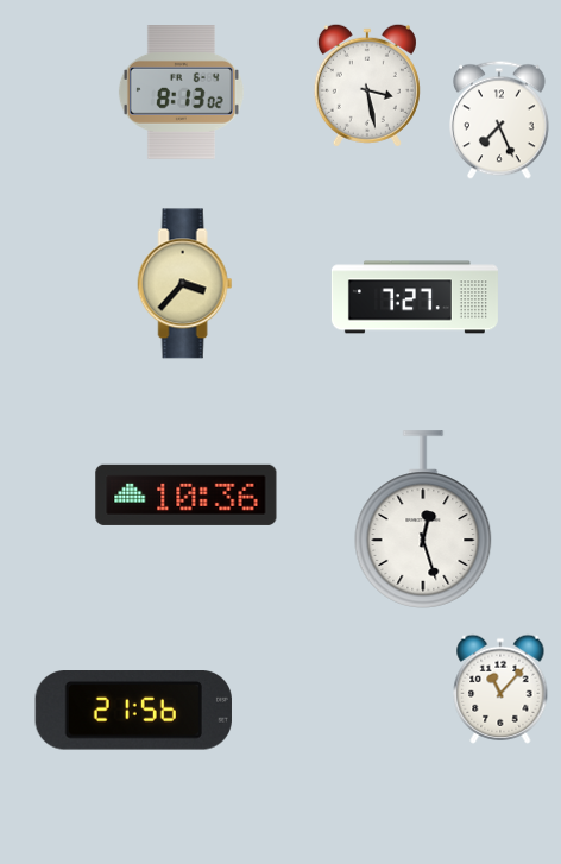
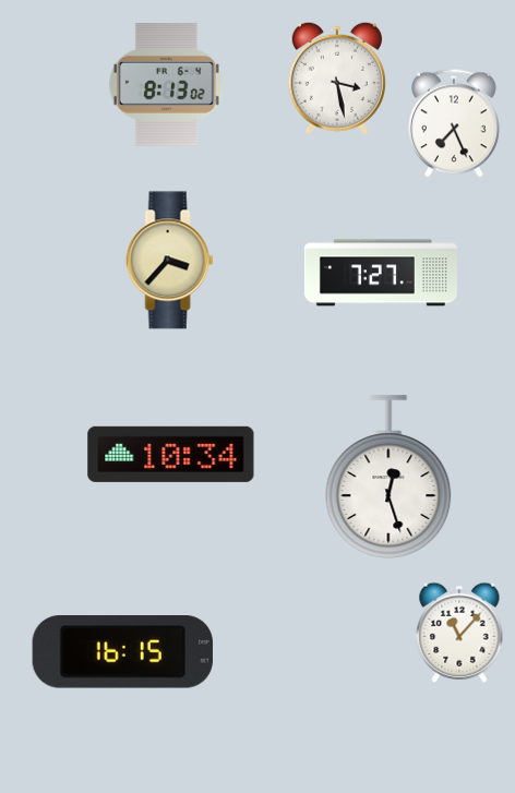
clock at (500, 120) position: (500, 120) -> (455, 123)
clock at (187, 494): 10:36 -> 10:34
clock at (133, 711): 21:56 -> 16:15
